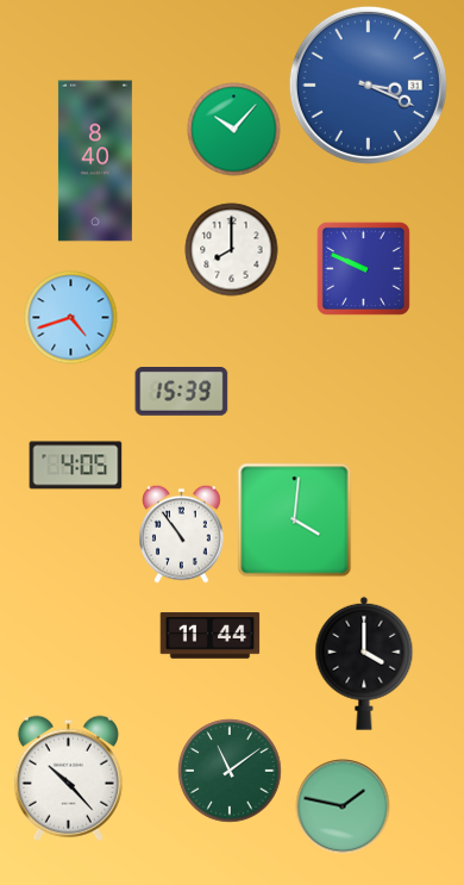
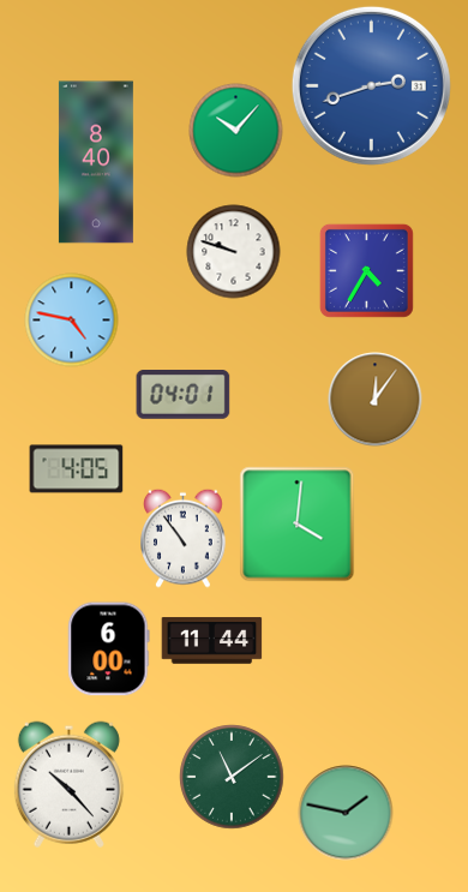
clock at (368, 85): 3:19 -> 2:42
clock at (231, 249): 8:00 -> 9:48
clock at (363, 268): 9:49 -> 4:35
clock at (70, 317): 4:42 -> 4:47
clock at (181, 392): 15:39 -> 04:01
clock at (374, 399): none -> 12:06
clock at (109, 648): none -> 6:00
clock at (364, 663): 4:00 -> none
